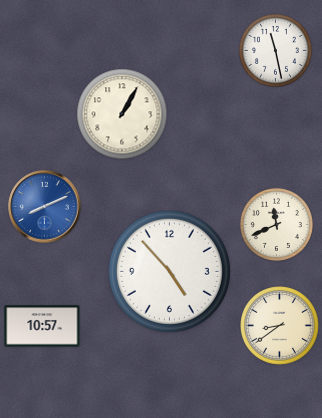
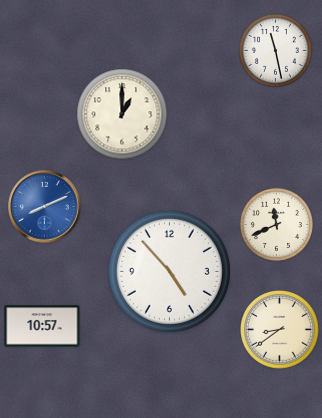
clock at (122, 114): 1:05 -> 1:00
clock at (280, 326) position: (280, 326) -> (280, 330)
